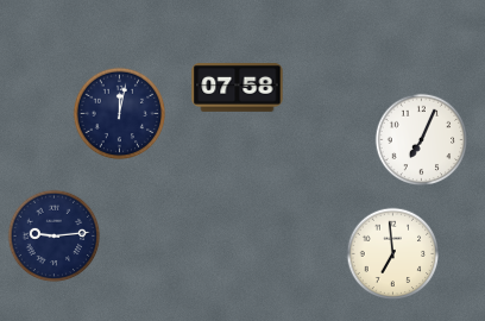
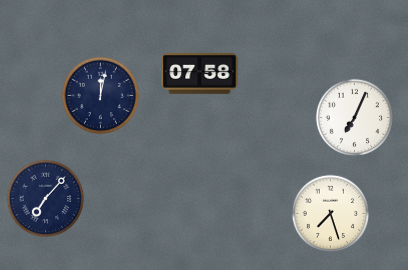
clock at (53, 235): 9:14 -> 7:07
clock at (392, 253): 6:59 -> 7:27
